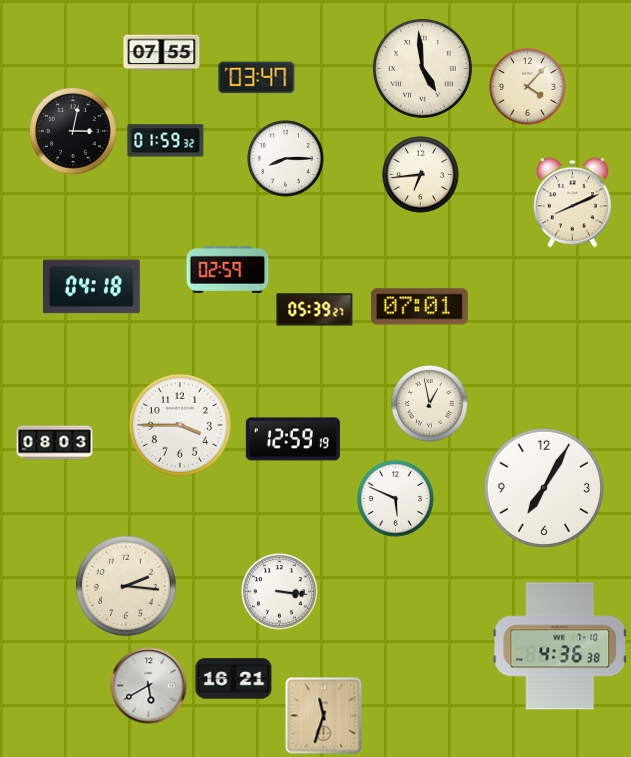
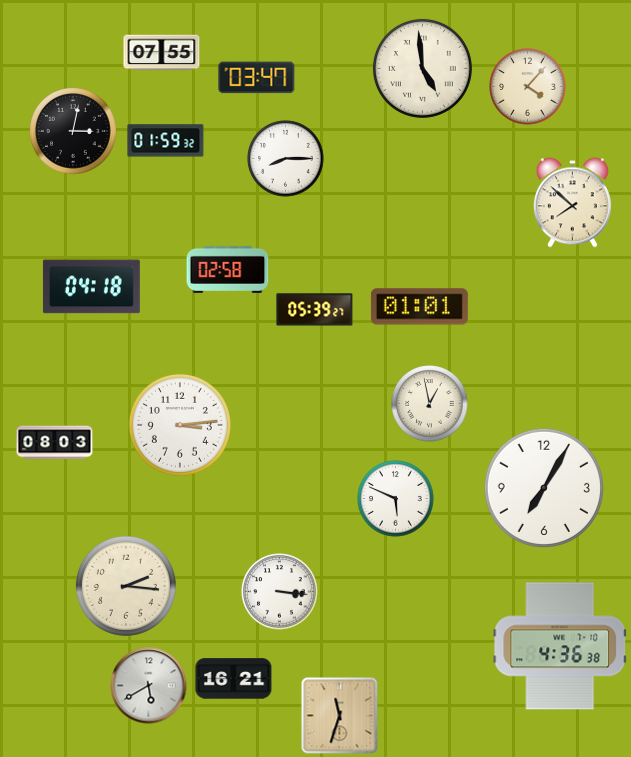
clock at (421, 175): 6:44 -> none
clock at (572, 203): 8:11 -> 7:52
clock at (228, 269): 02:59 -> 02:58
clock at (419, 307): 07:01 -> 01:01
clock at (180, 425): 3:45 -> 3:14
clock at (293, 439): 12:59 -> none
clock at (324, 716) position: (324, 716) -> (340, 716)
